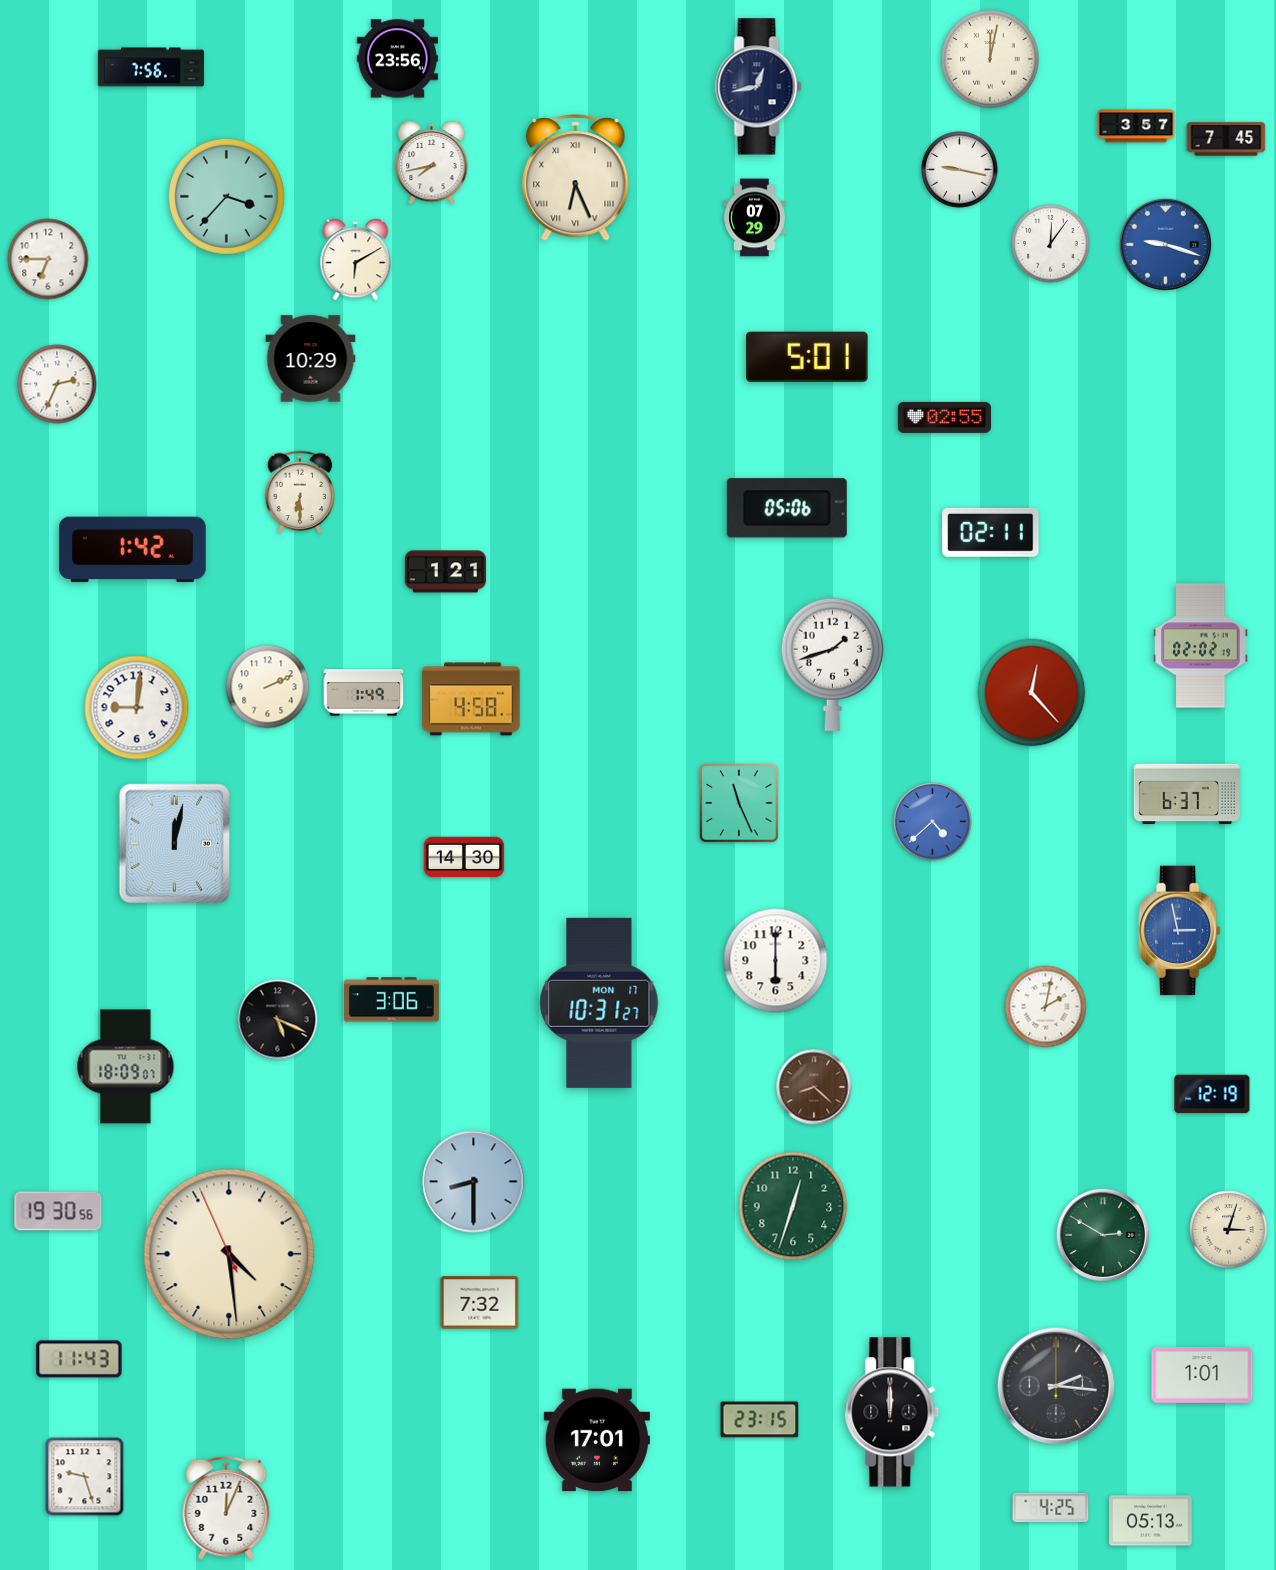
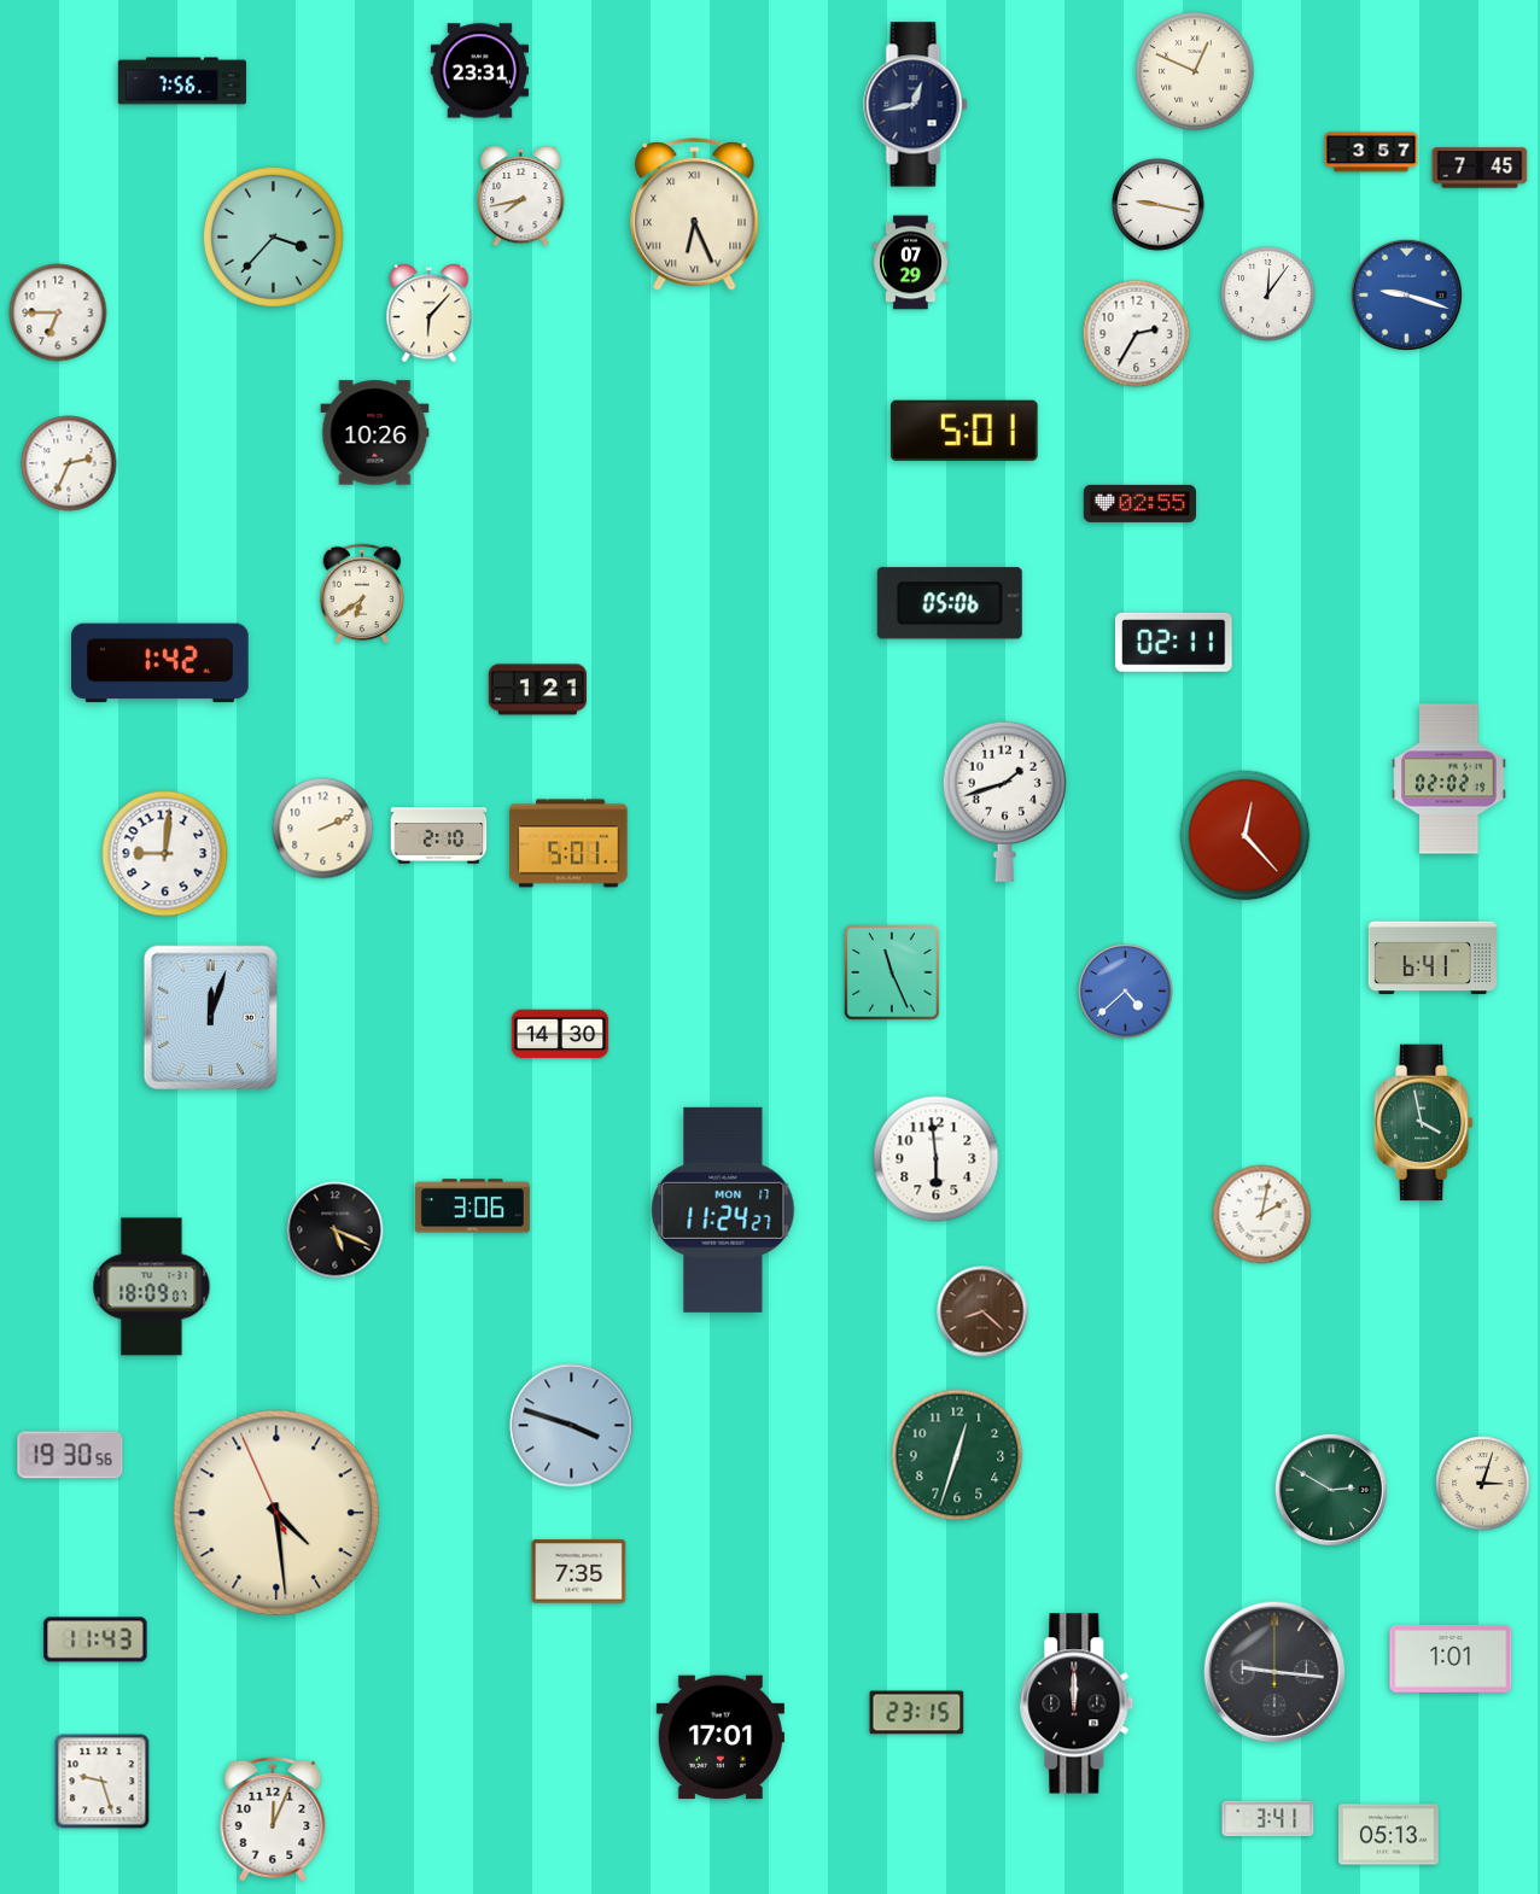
clock at (397, 59): 23:56 -> 23:31
clock at (990, 59): 12:02 -> 12:49
clock at (356, 260): 6:10 -> 6:07
clock at (1137, 334): none -> 2:35
clock at (807, 357) position: (807, 357) -> (964, 431)
clock at (311, 359): 10:29 -> 10:26
clock at (300, 492): 6:30 -> 6:39
clock at (787, 508) position: (787, 508) -> (950, 603)
clock at (991, 532) position: (991, 532) -> (1174, 642)
clock at (364, 693): 1:49 -> 2:10
clock at (471, 699): 4:58 -> 5:01
clock at (1186, 794): 6:37 -> 6:41
clock at (739, 803) position: (739, 803) -> (892, 972)
clock at (175, 844): 12:02 -> 12:03
clock at (1179, 931): 2:58 -> 3:58
clock at (1179, 931) dial: blue -> green
clock at (776, 961): 6:00 -> 5:59
clock at (599, 1003): 10:31 -> 11:24
clock at (1212, 1094): 12:19 -> none
clock at (474, 1182): 8:30 -> 3:48
clock at (58, 1211) position: (58, 1211) -> (70, 1455)
clock at (480, 1303): 7:32 -> 7:35
clock at (1056, 1386): 2:16 -> 9:16
clock at (1051, 1508): 4:25 -> 3:41
